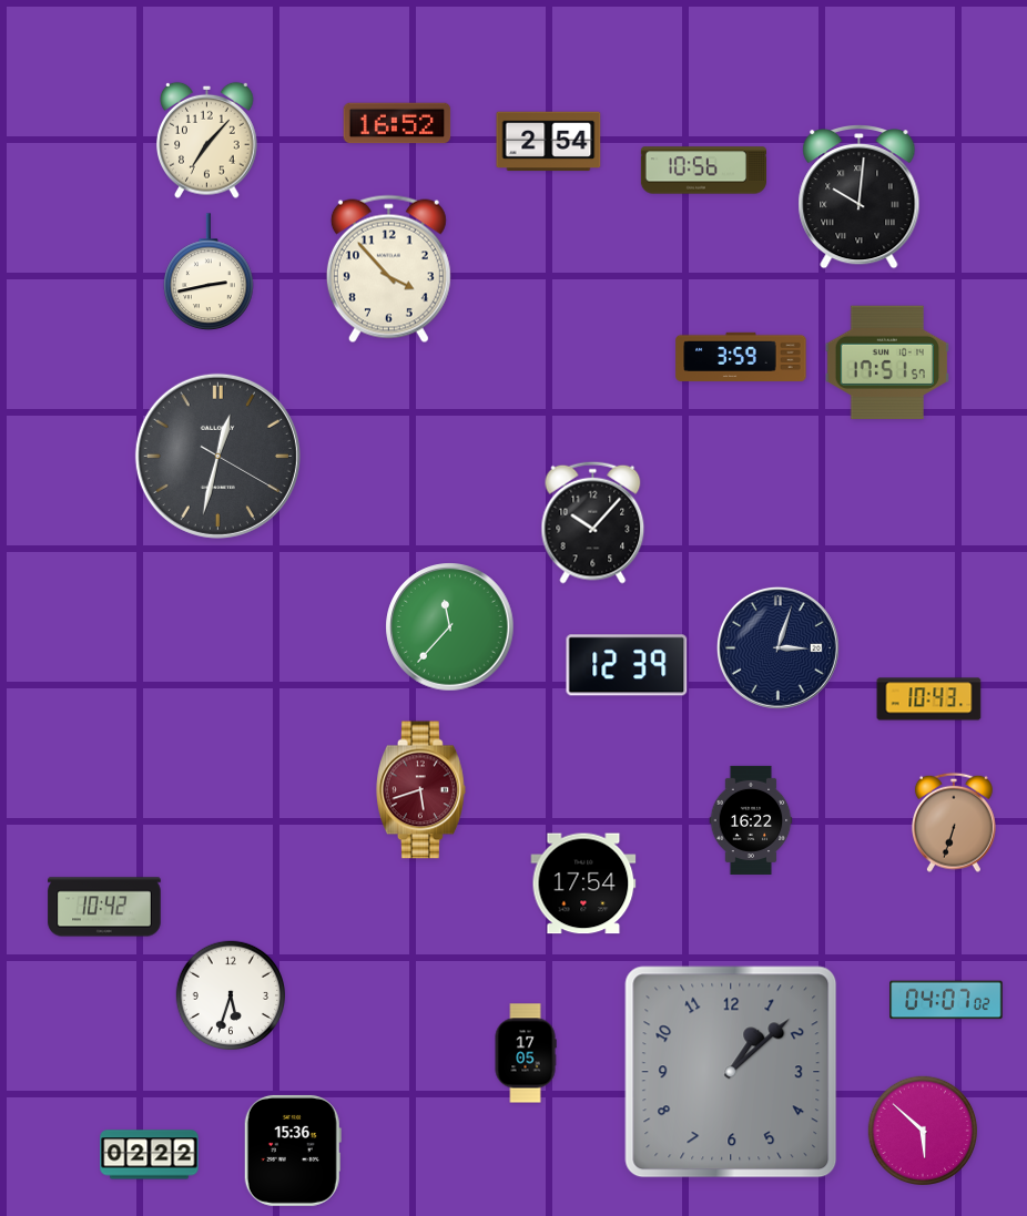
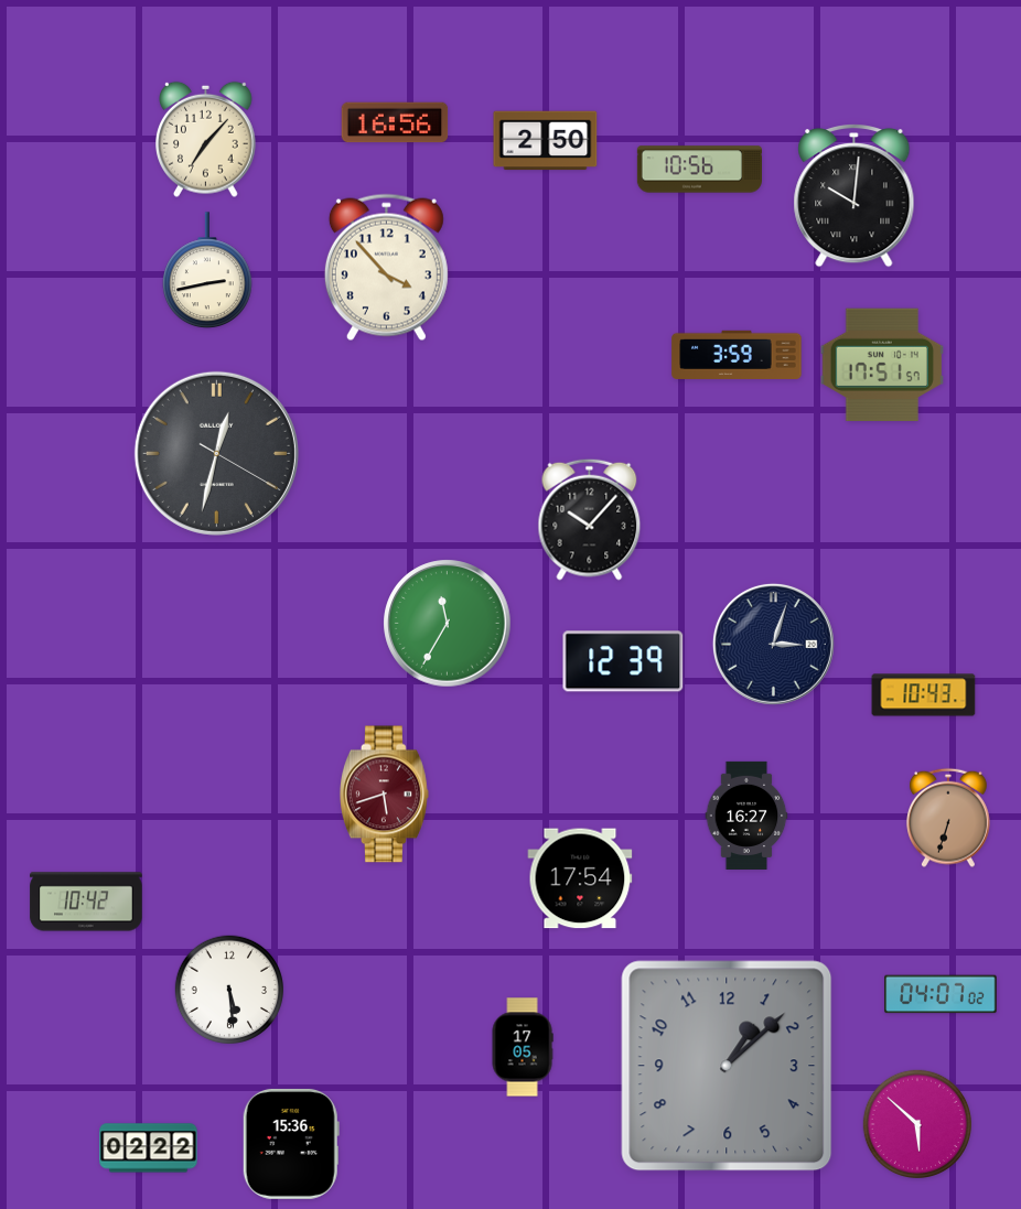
clock at (397, 123): 16:52 -> 16:56
clock at (549, 142): 2:54 -> 2:50
clock at (886, 362) position: (886, 362) -> (881, 365)
clock at (450, 627): 11:37 -> 11:35
clock at (420, 790) position: (420, 790) -> (384, 795)
clock at (751, 820): 16:22 -> 16:27
clock at (104, 907) position: (104, 907) -> (86, 902)
clock at (230, 994): 5:33 -> 5:29
